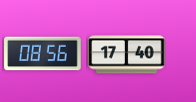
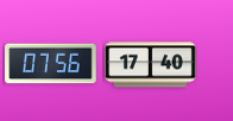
clock at (43, 54): 08:56 -> 07:56
